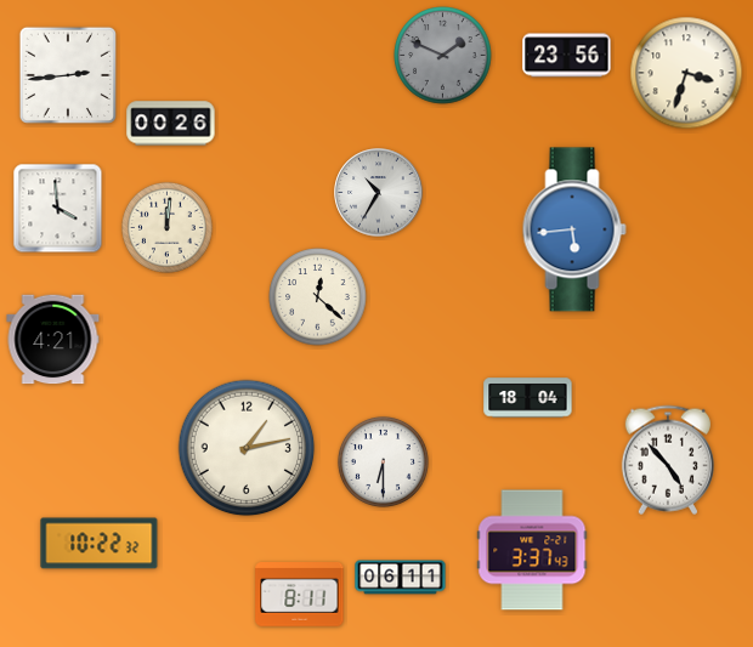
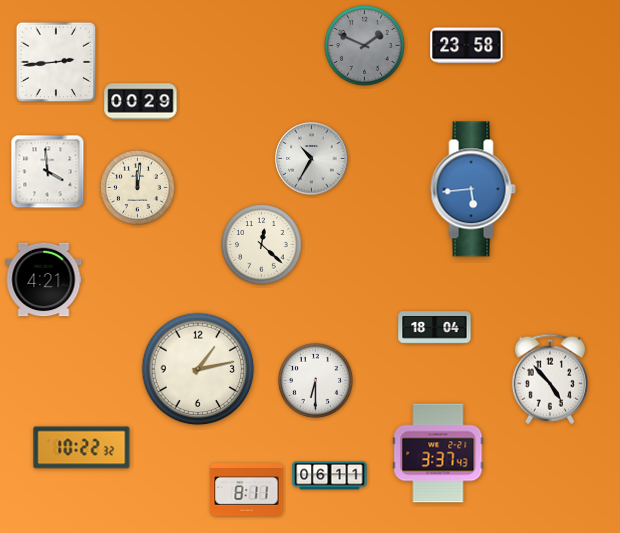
clock at (567, 56): 23:56 -> 23:58
clock at (686, 73): 3:33 -> none
clock at (171, 124): 00:26 -> 00:29
clock at (247, 448) position: (247, 448) -> (198, 369)
